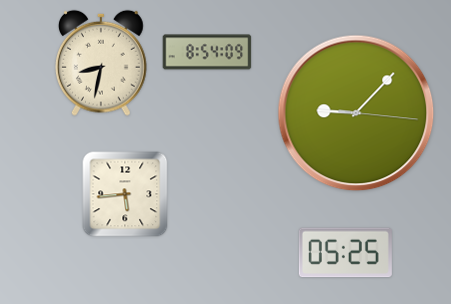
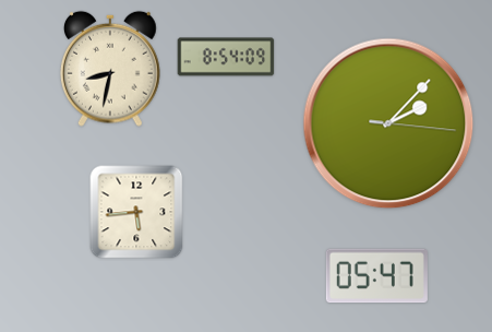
clock at (356, 113): 9:07 -> 2:07
clock at (345, 253): 05:25 -> 05:47
